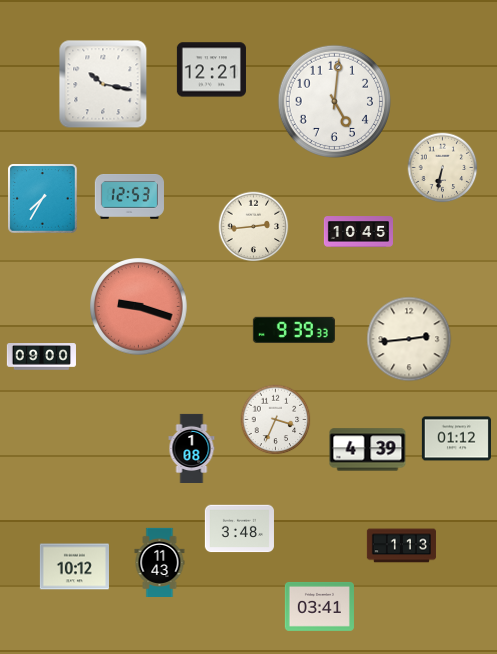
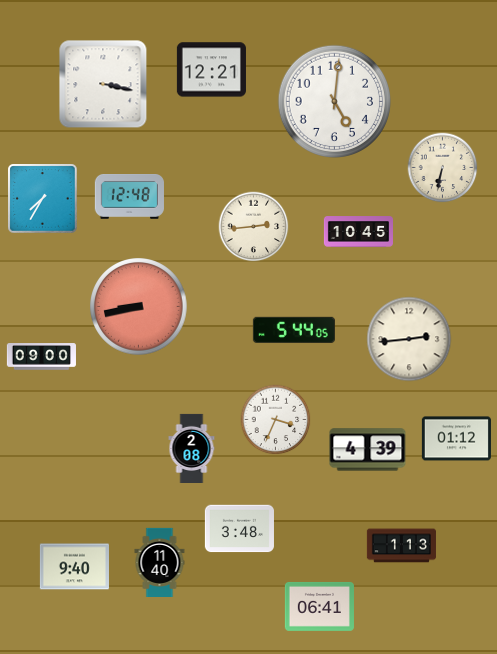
clock at (103, 84): 10:17 -> 3:17
clock at (129, 197): 12:53 -> 12:48
clock at (139, 307): 9:18 -> 8:43
clock at (294, 330): 9:39 -> 5:44
clock at (192, 448): 1:08 -> 2:08
clock at (160, 562): 11:43 -> 11:40
clock at (74, 567): 10:12 -> 9:40
clock at (319, 606): 03:41 -> 06:41
